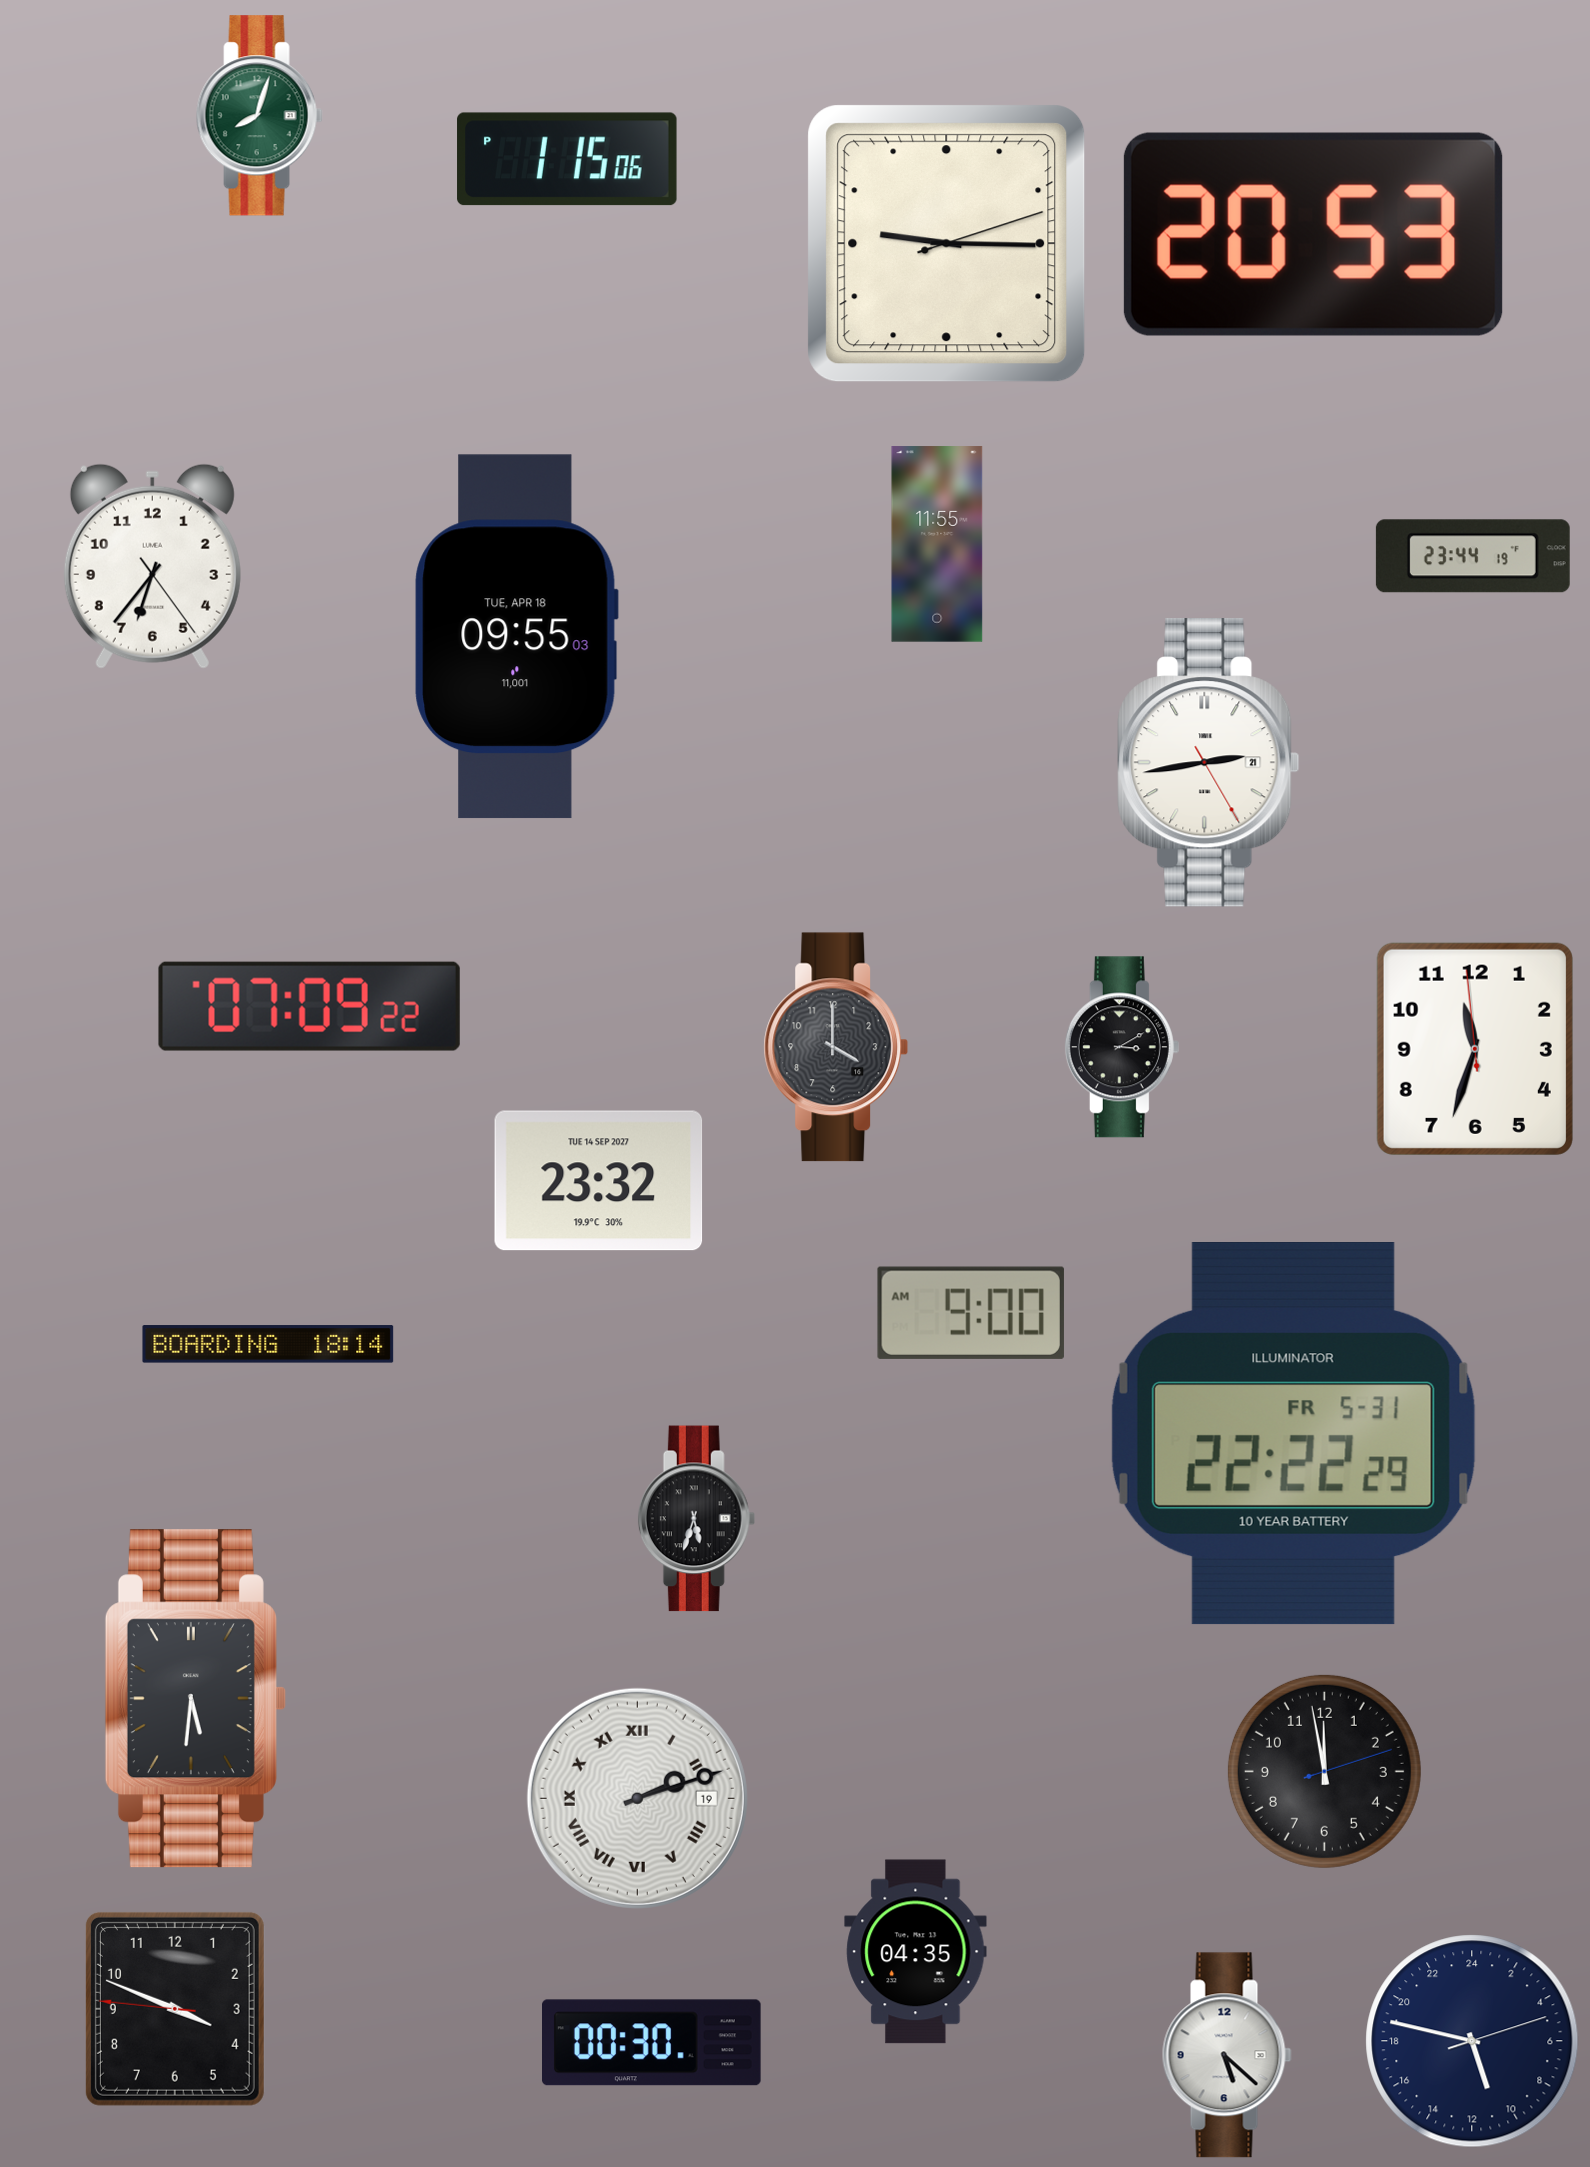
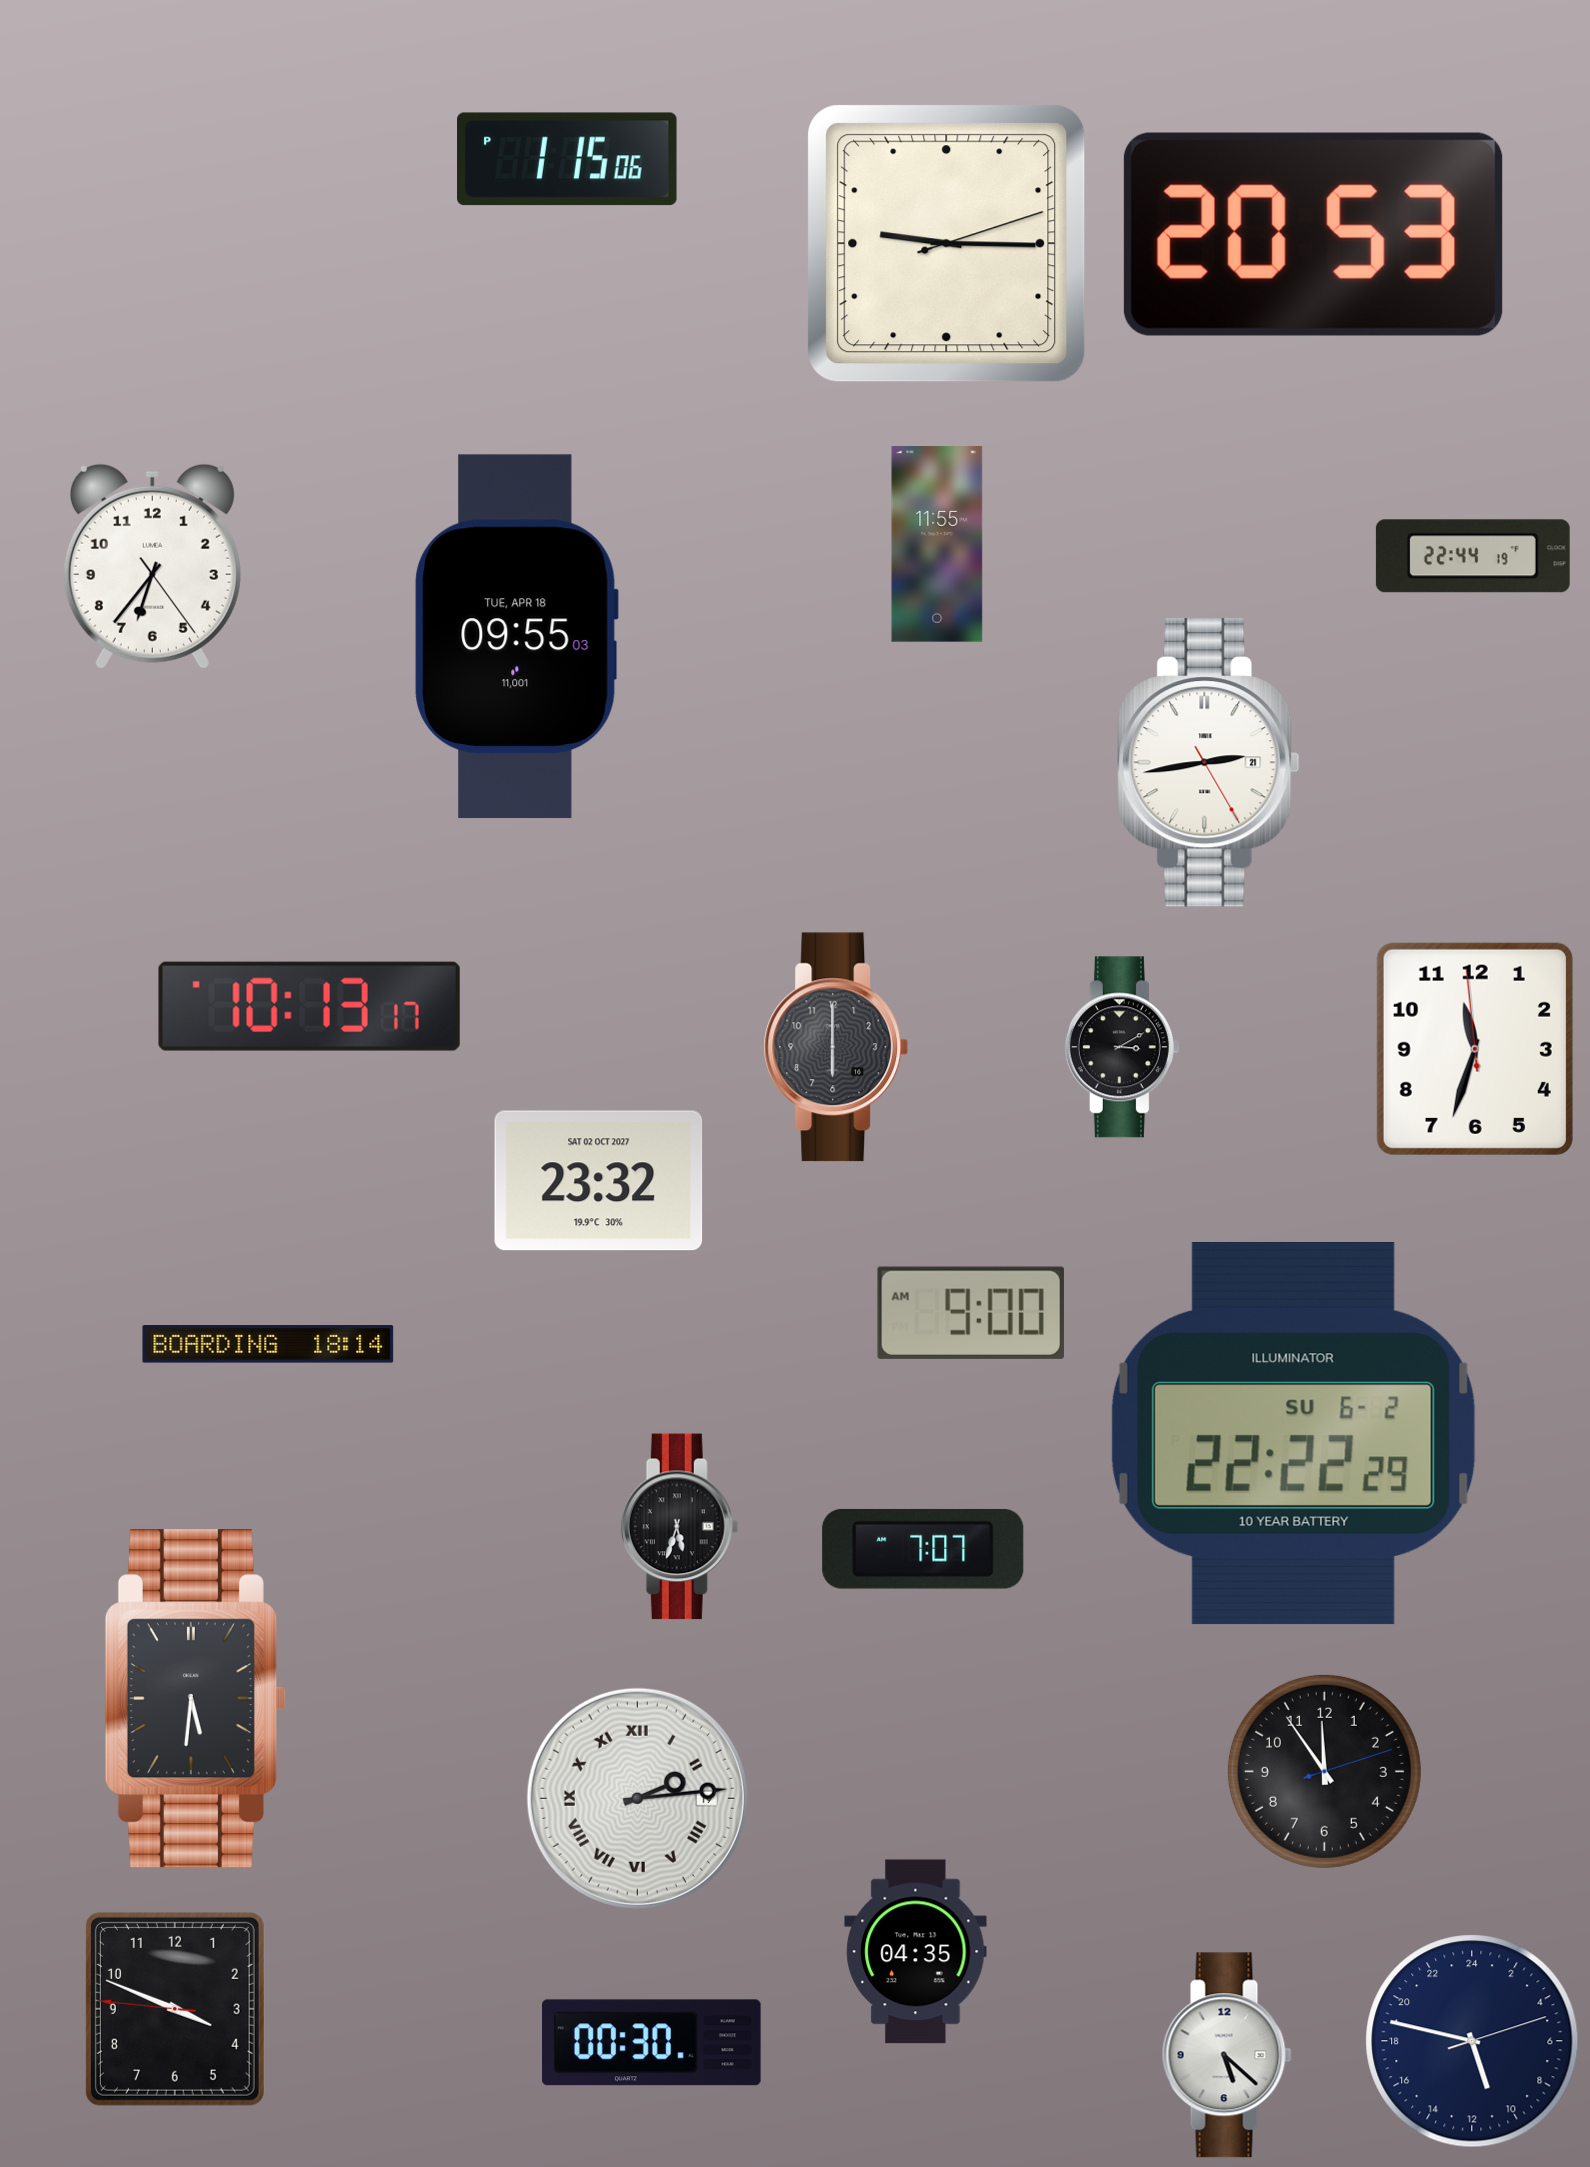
clock at (259, 116): 8:03 -> none
clock at (1473, 556): 23:44 -> 22:44
clock at (309, 1006): 07:09 -> 10:13
clock at (836, 1047): 4:00 -> 6:00
clock at (599, 1181) date: TUE 14 SEP 2027 -> SAT 02 OCT 2027
clock at (1293, 1434) date: FR 5-31 -> SU 6-2
clock at (697, 1519) position: (697, 1519) -> (680, 1527)
clock at (923, 1549): none -> 7:07
clock at (1324, 1771): 11:58 -> 11:54
clock at (637, 1798): 2:12 -> 2:14
